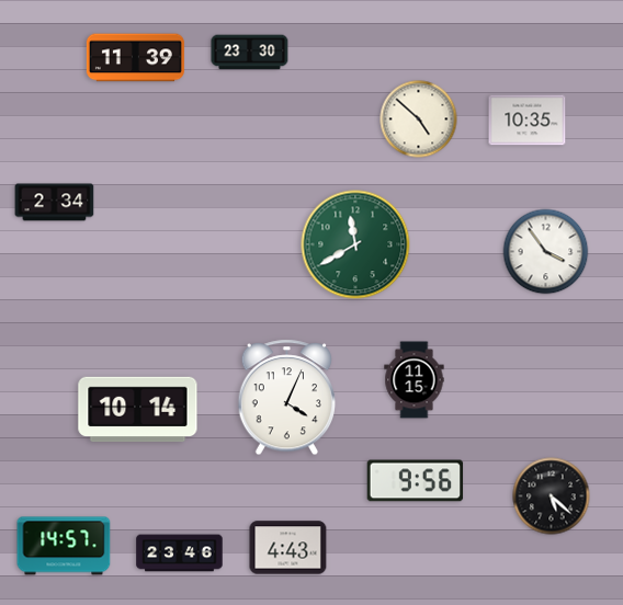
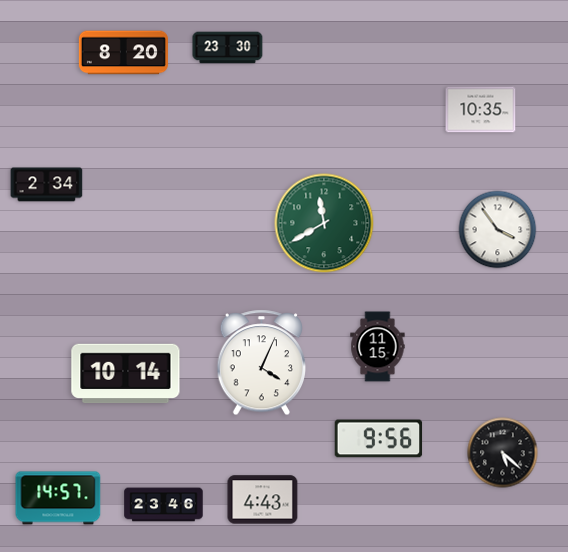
clock at (135, 58): 11:39 -> 8:20
clock at (419, 119): 4:52 -> none
clock at (55, 203) position: (55, 203) -> (47, 185)
